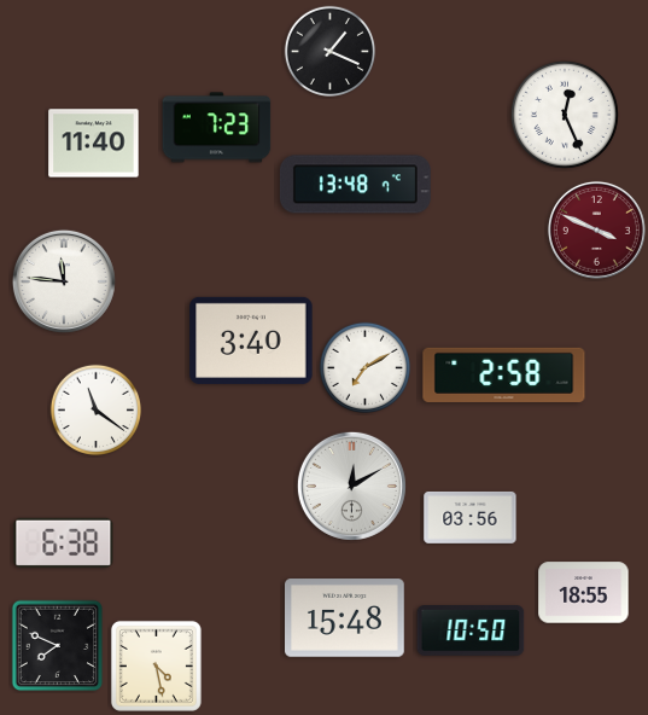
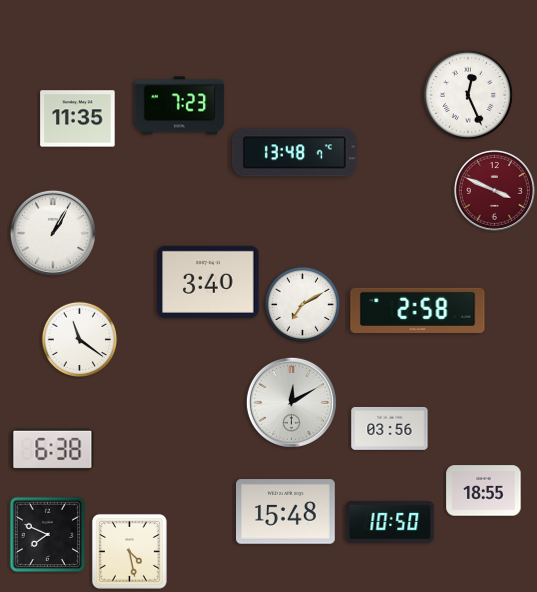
clock at (329, 51): 1:19 -> none
clock at (94, 144): 11:40 -> 11:35
clock at (64, 281): 11:46 -> 1:05
